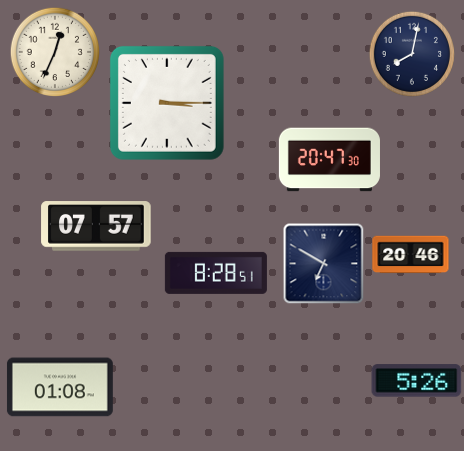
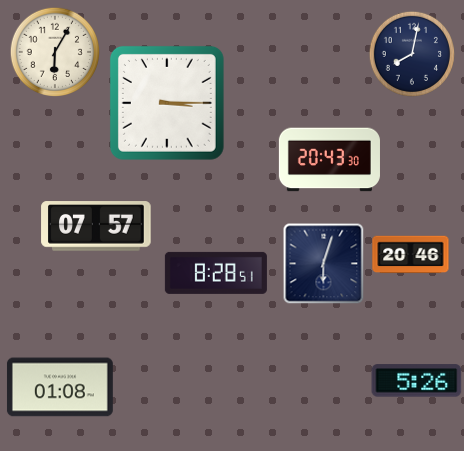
clock at (54, 51): 12:34 -> 6:05
clock at (329, 160): 20:47 -> 20:43
clock at (323, 263): 6:50 -> 6:03
